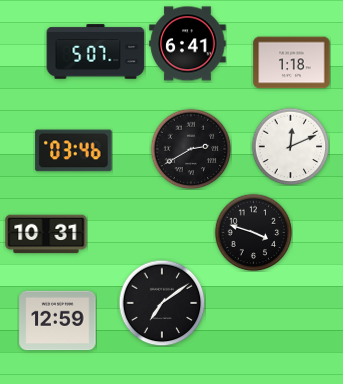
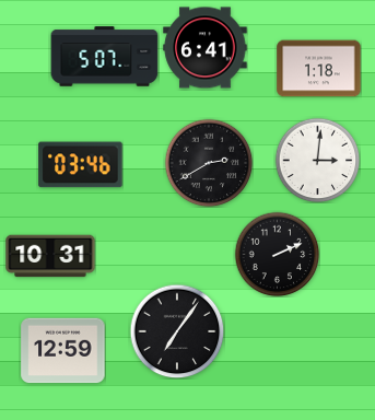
clock at (290, 146): 12:11 -> 3:01
clock at (253, 232): 3:48 -> 2:11
clock at (162, 303): 7:09 -> 7:06
